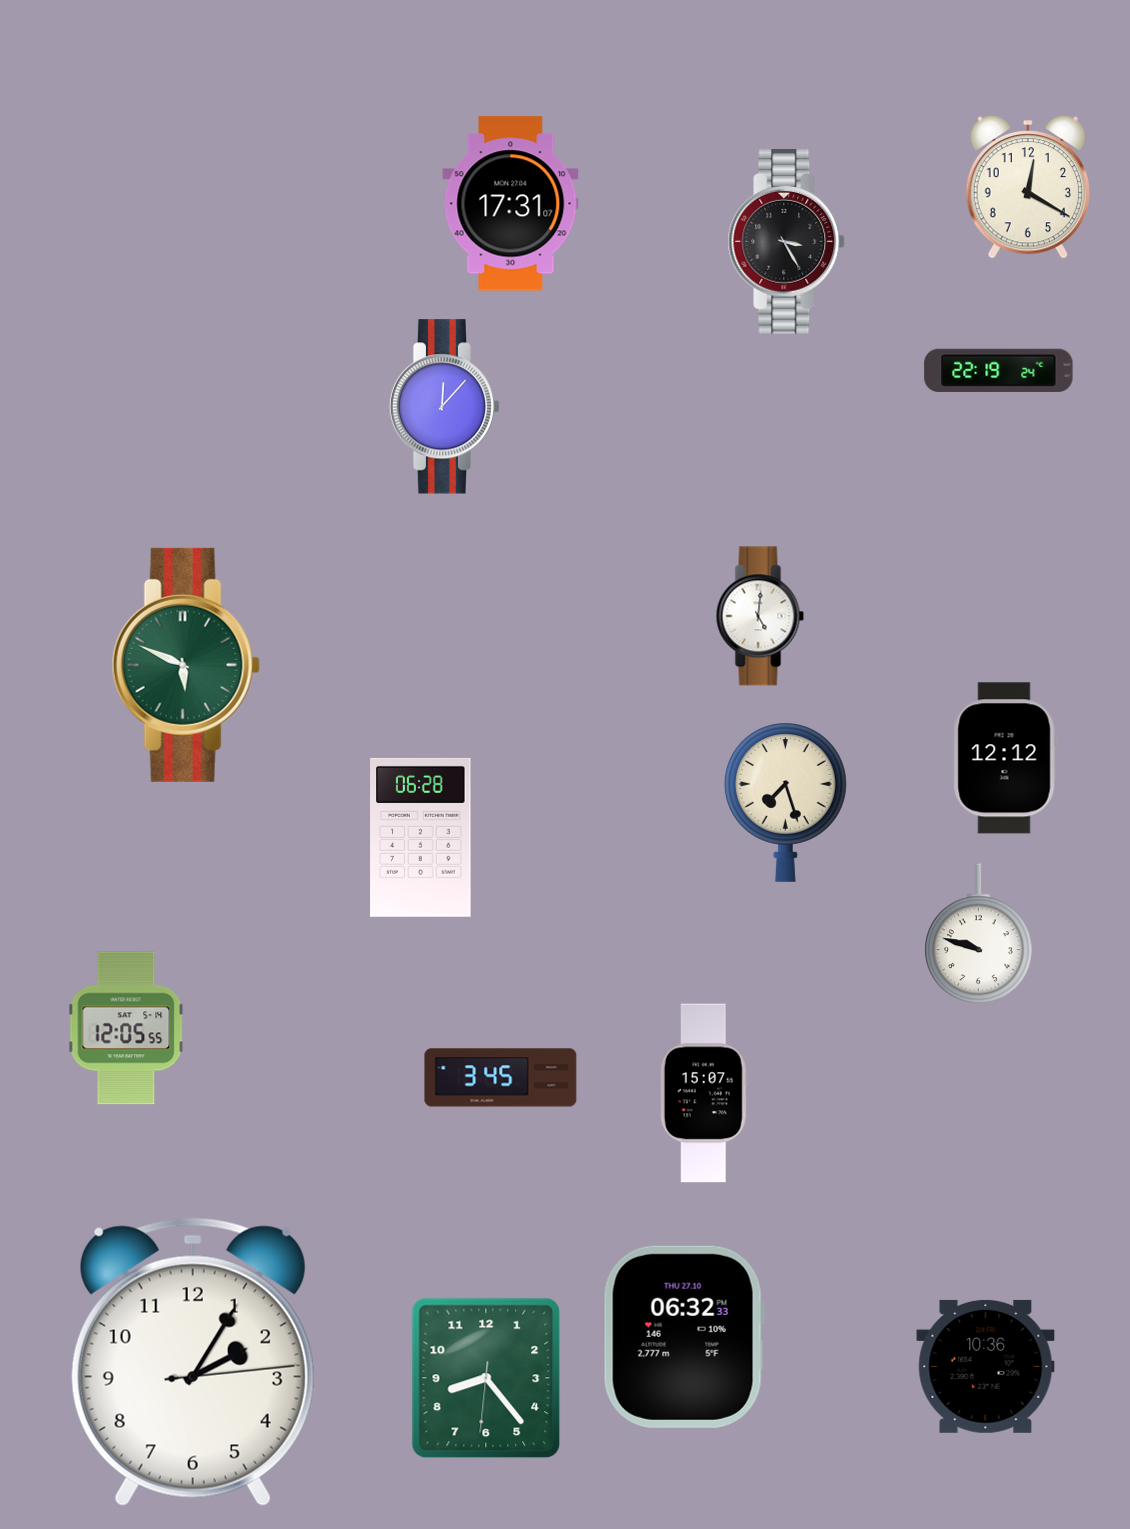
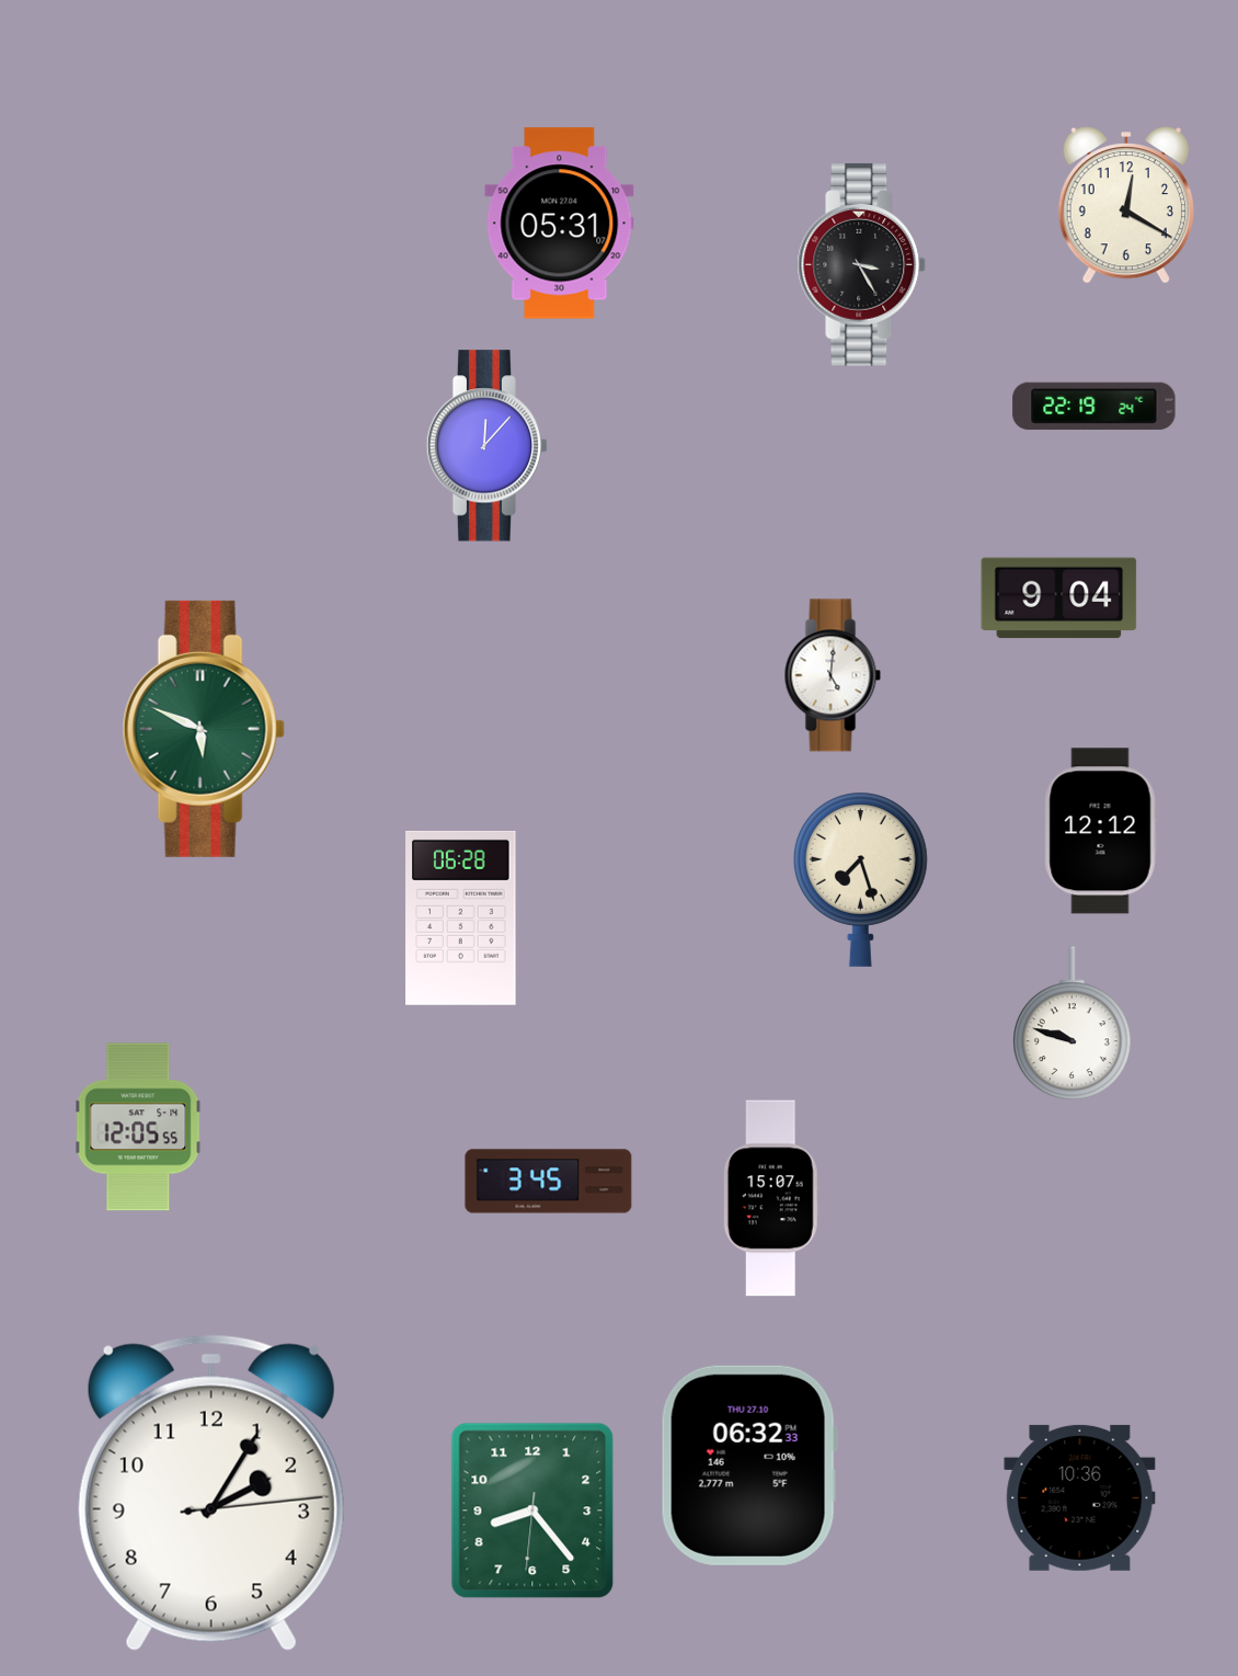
clock at (511, 204): 17:31 -> 05:31
clock at (1059, 598): none -> 9:04
